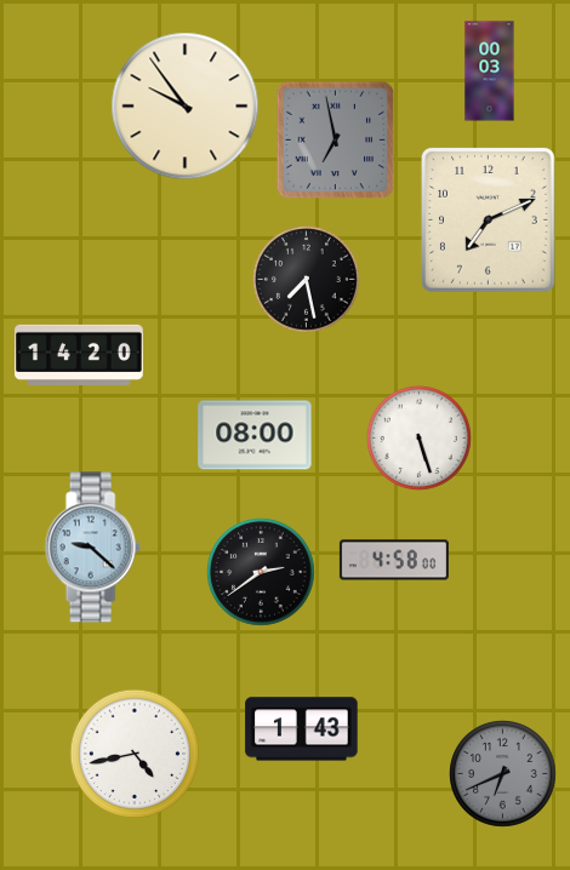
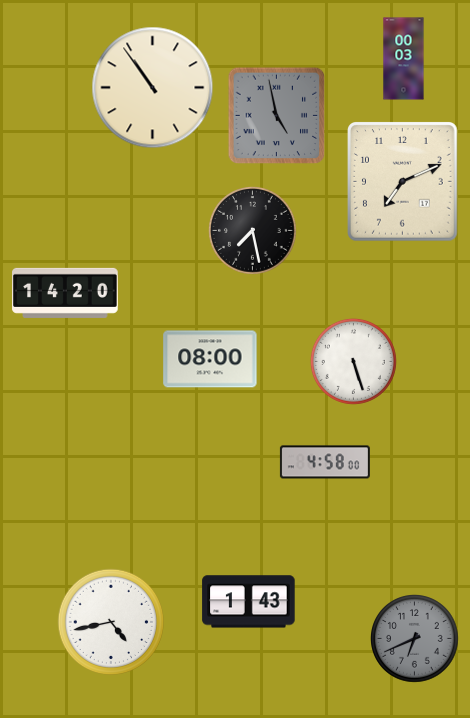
clock at (186, 107): 9:54 -> 10:54
clock at (336, 141): 6:58 -> 4:58
clock at (418, 437) position: (418, 437) -> (353, 361)
clock at (92, 548): 9:22 -> none
clock at (261, 572): 2:39 -> none
